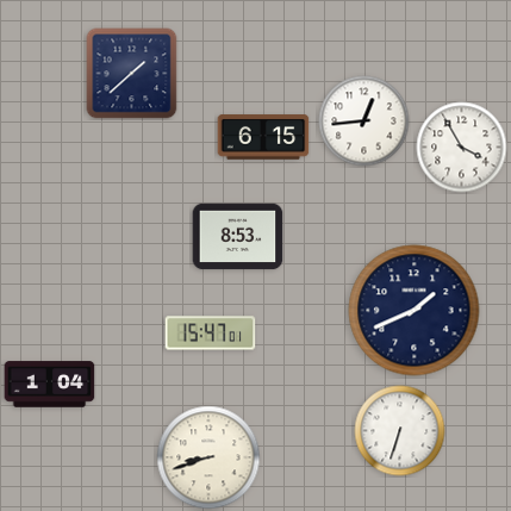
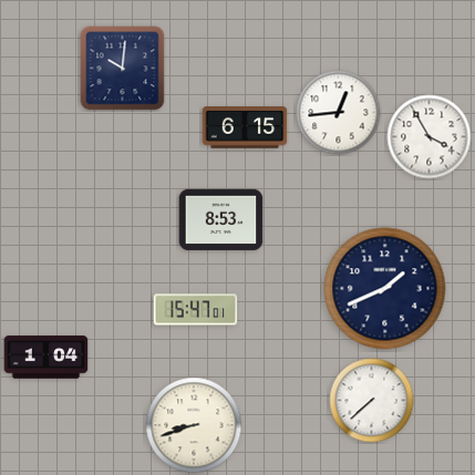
clock at (132, 74): 1:38 -> 10:01
clock at (400, 431): 6:33 -> 7:38
